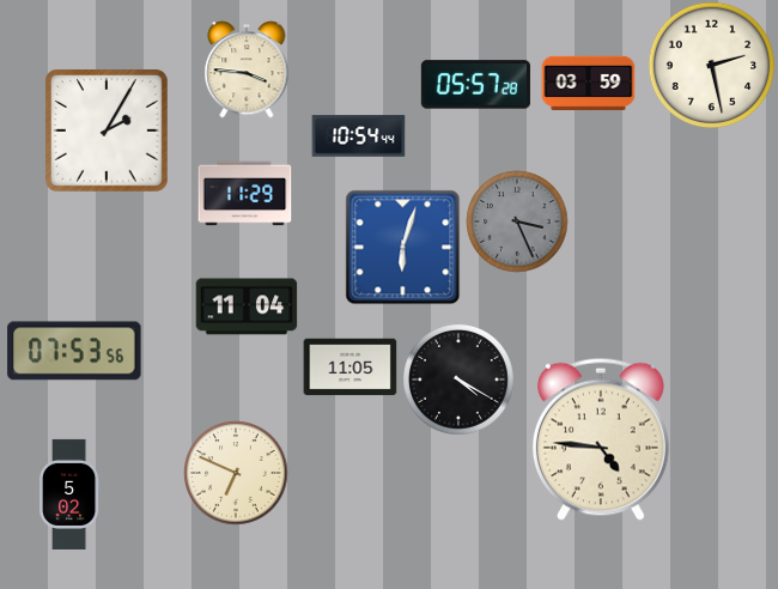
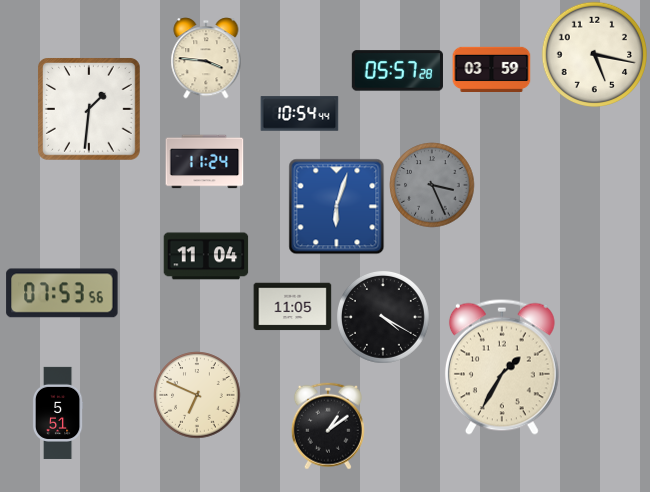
clock at (711, 65): 2:28 -> 5:17
clock at (107, 130): 2:05 -> 1:31
clock at (244, 194): 11:29 -> 11:24
clock at (601, 439): 4:46 -> 1:35
clock at (69, 494): 5:02 -> 5:51
clock at (328, 426): none -> 1:09
